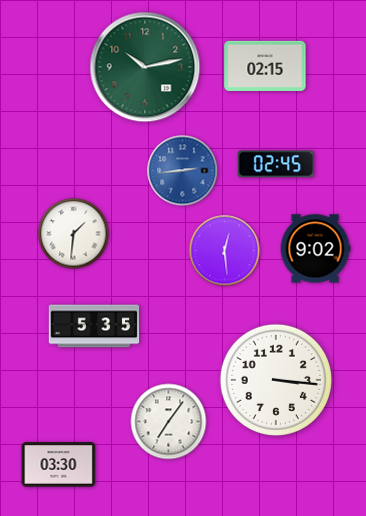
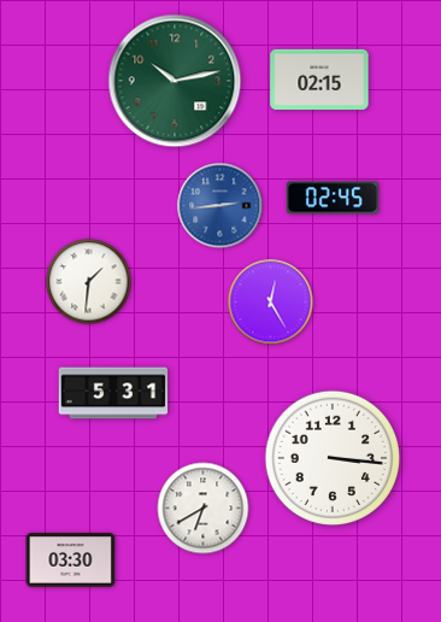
clock at (315, 249): 9:02 -> none
clock at (225, 251): 12:29 -> 12:25
clock at (94, 326): 5:35 -> 5:31
clock at (169, 422): 7:06 -> 6:40
